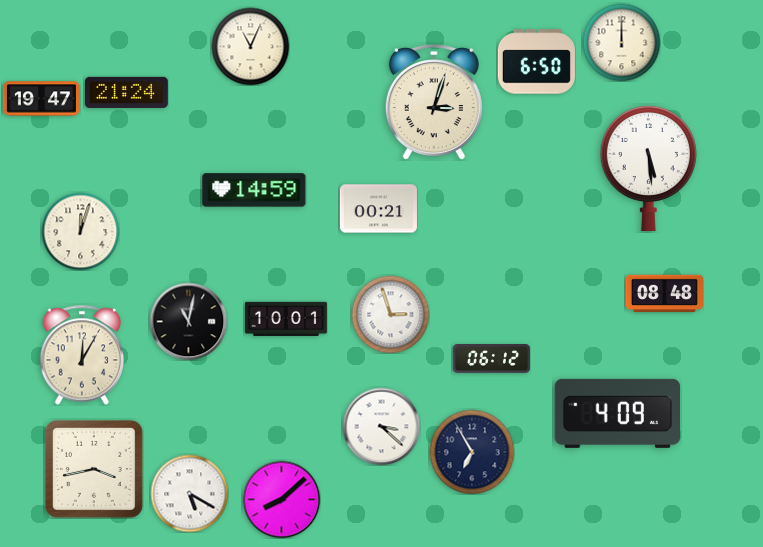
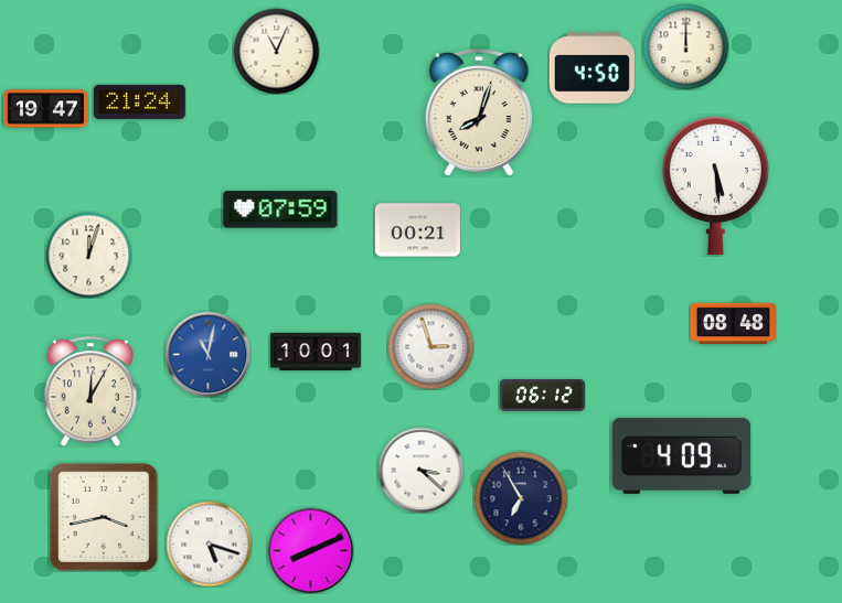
clock at (536, 62): 6:50 -> 4:50
clock at (434, 102): 3:03 -> 8:03
clock at (254, 190): 14:59 -> 07:59
clock at (188, 321) dial: black -> blue
clock at (189, 493): 5:20 -> 5:18
clock at (281, 499): 8:08 -> 8:11
